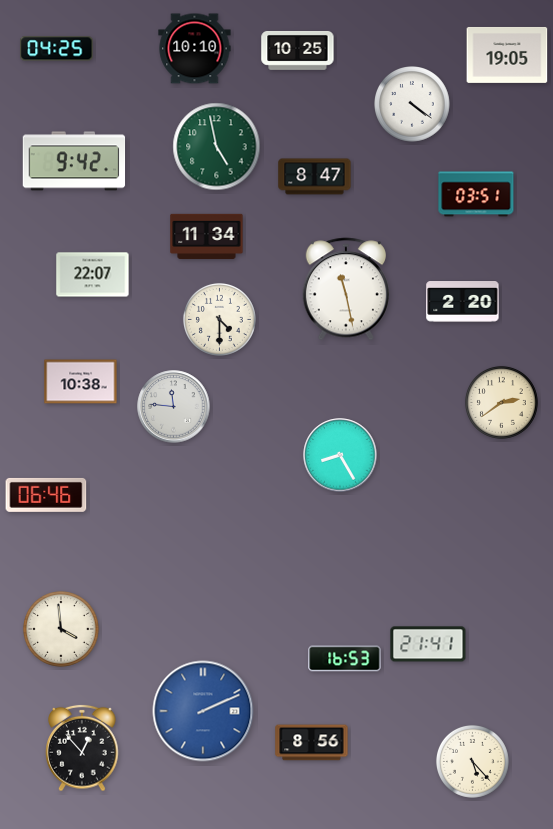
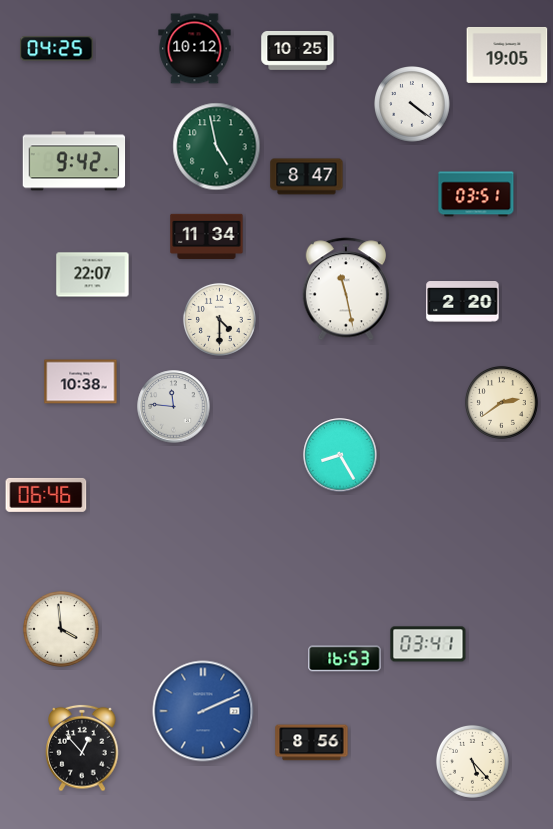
clock at (195, 49): 10:10 -> 10:12
clock at (315, 177) position: (315, 177) -> (307, 177)
clock at (428, 644): 21:41 -> 03:41
